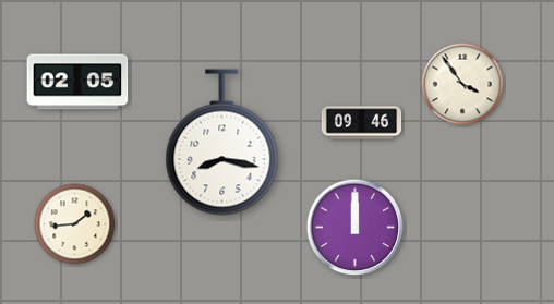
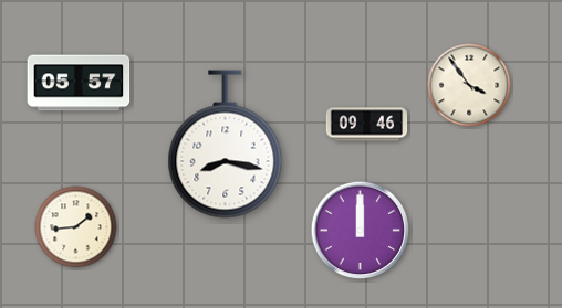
clock at (77, 82): 02:05 -> 05:57
